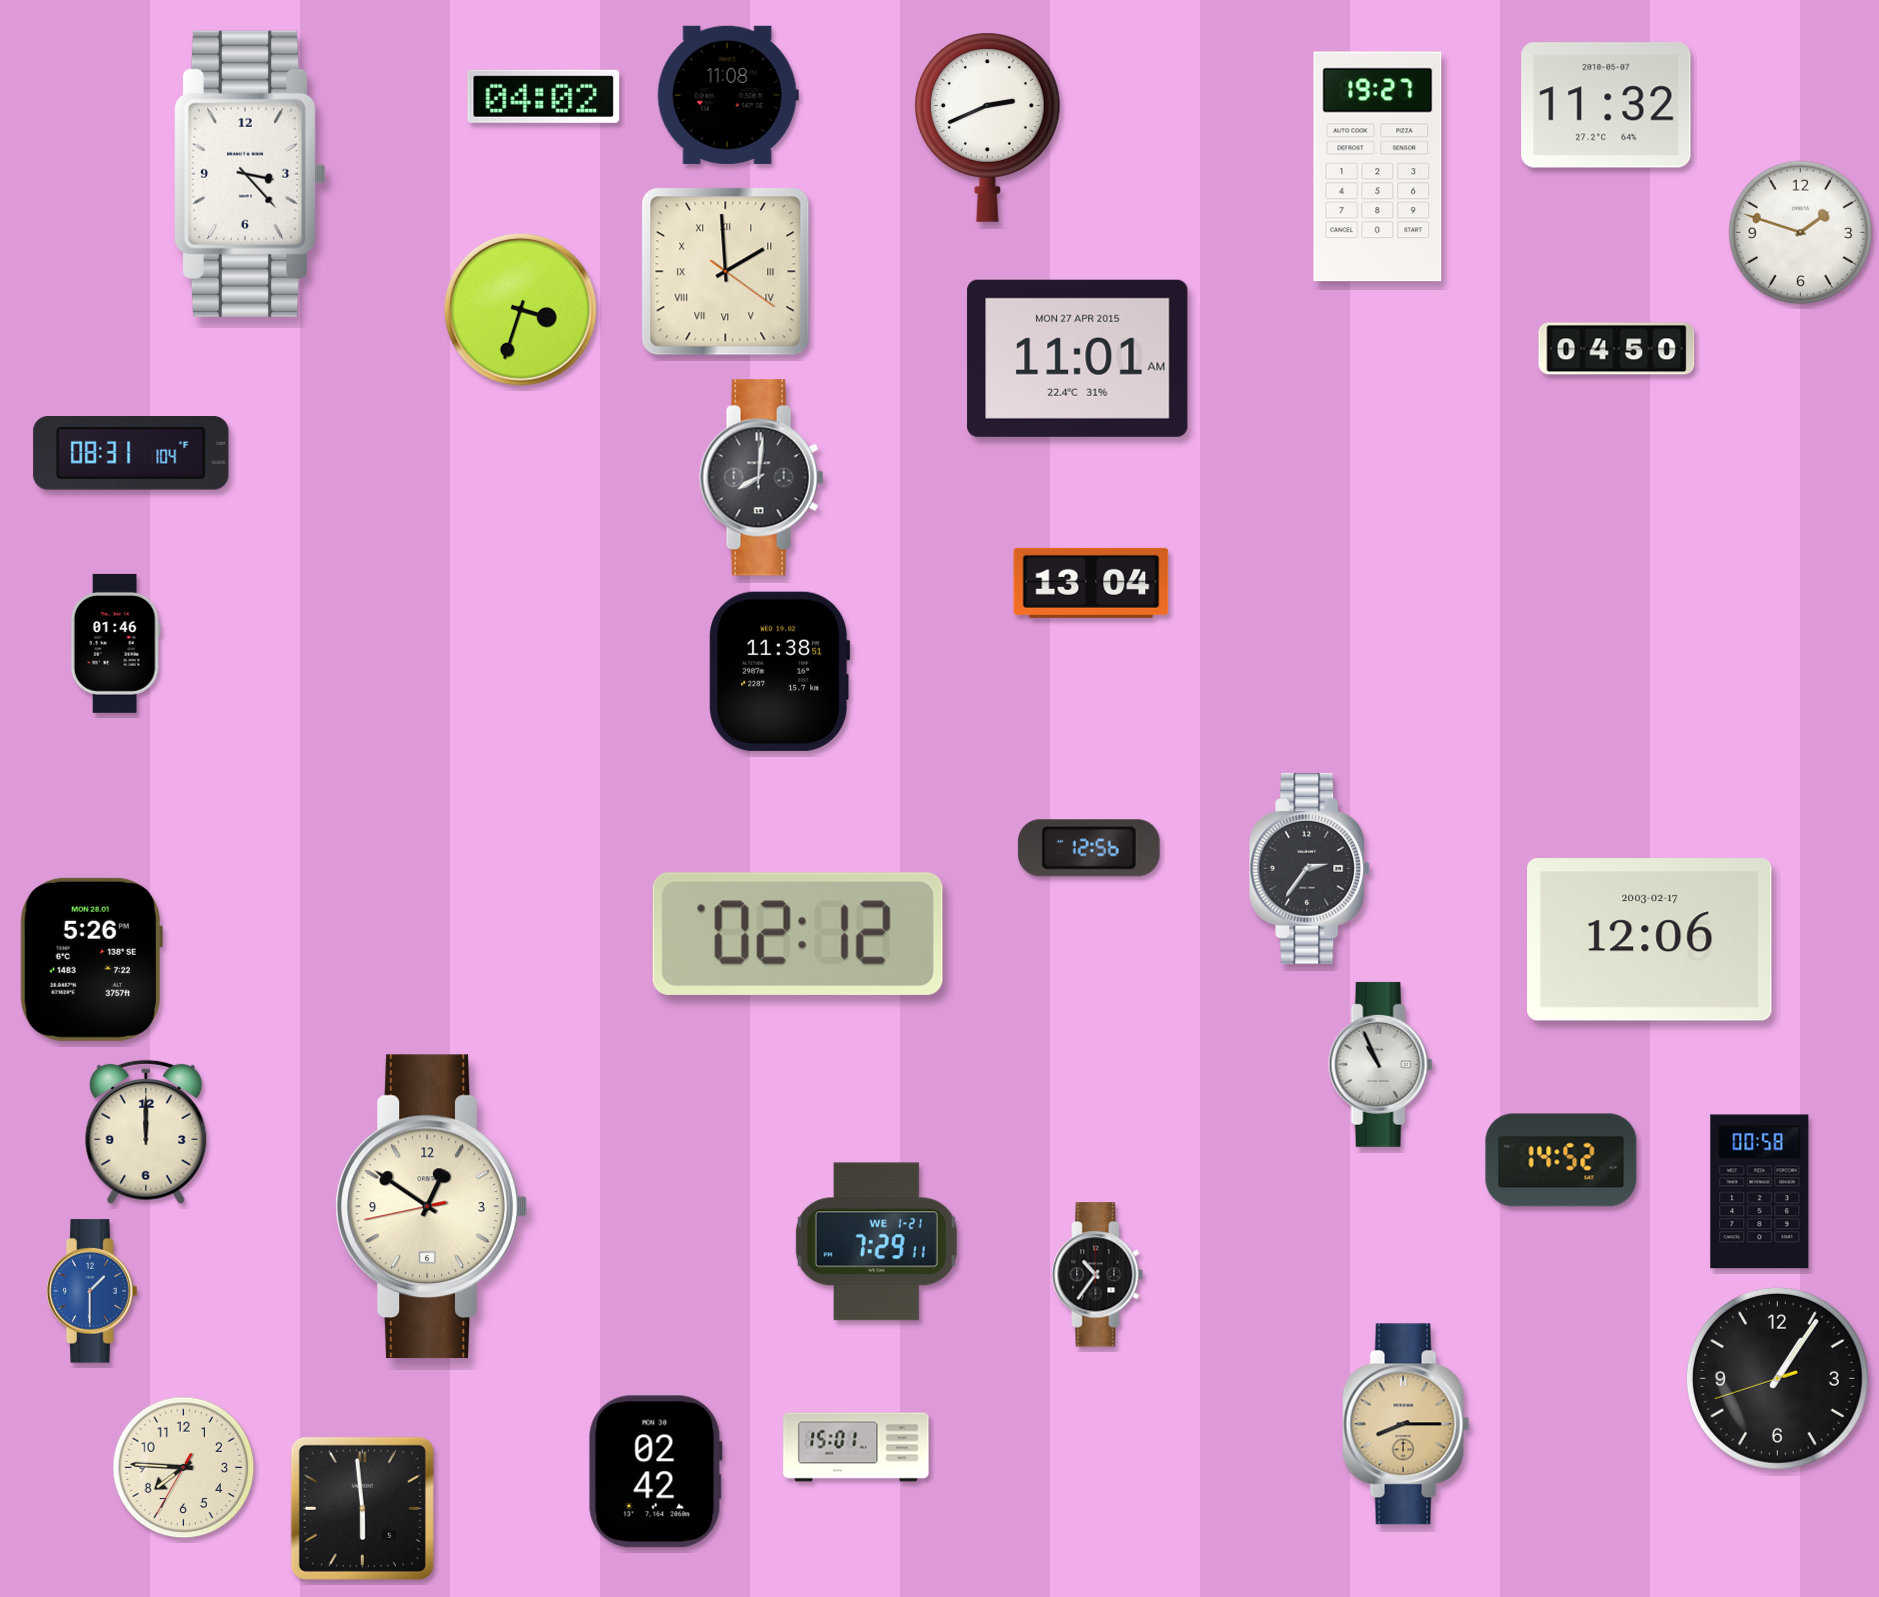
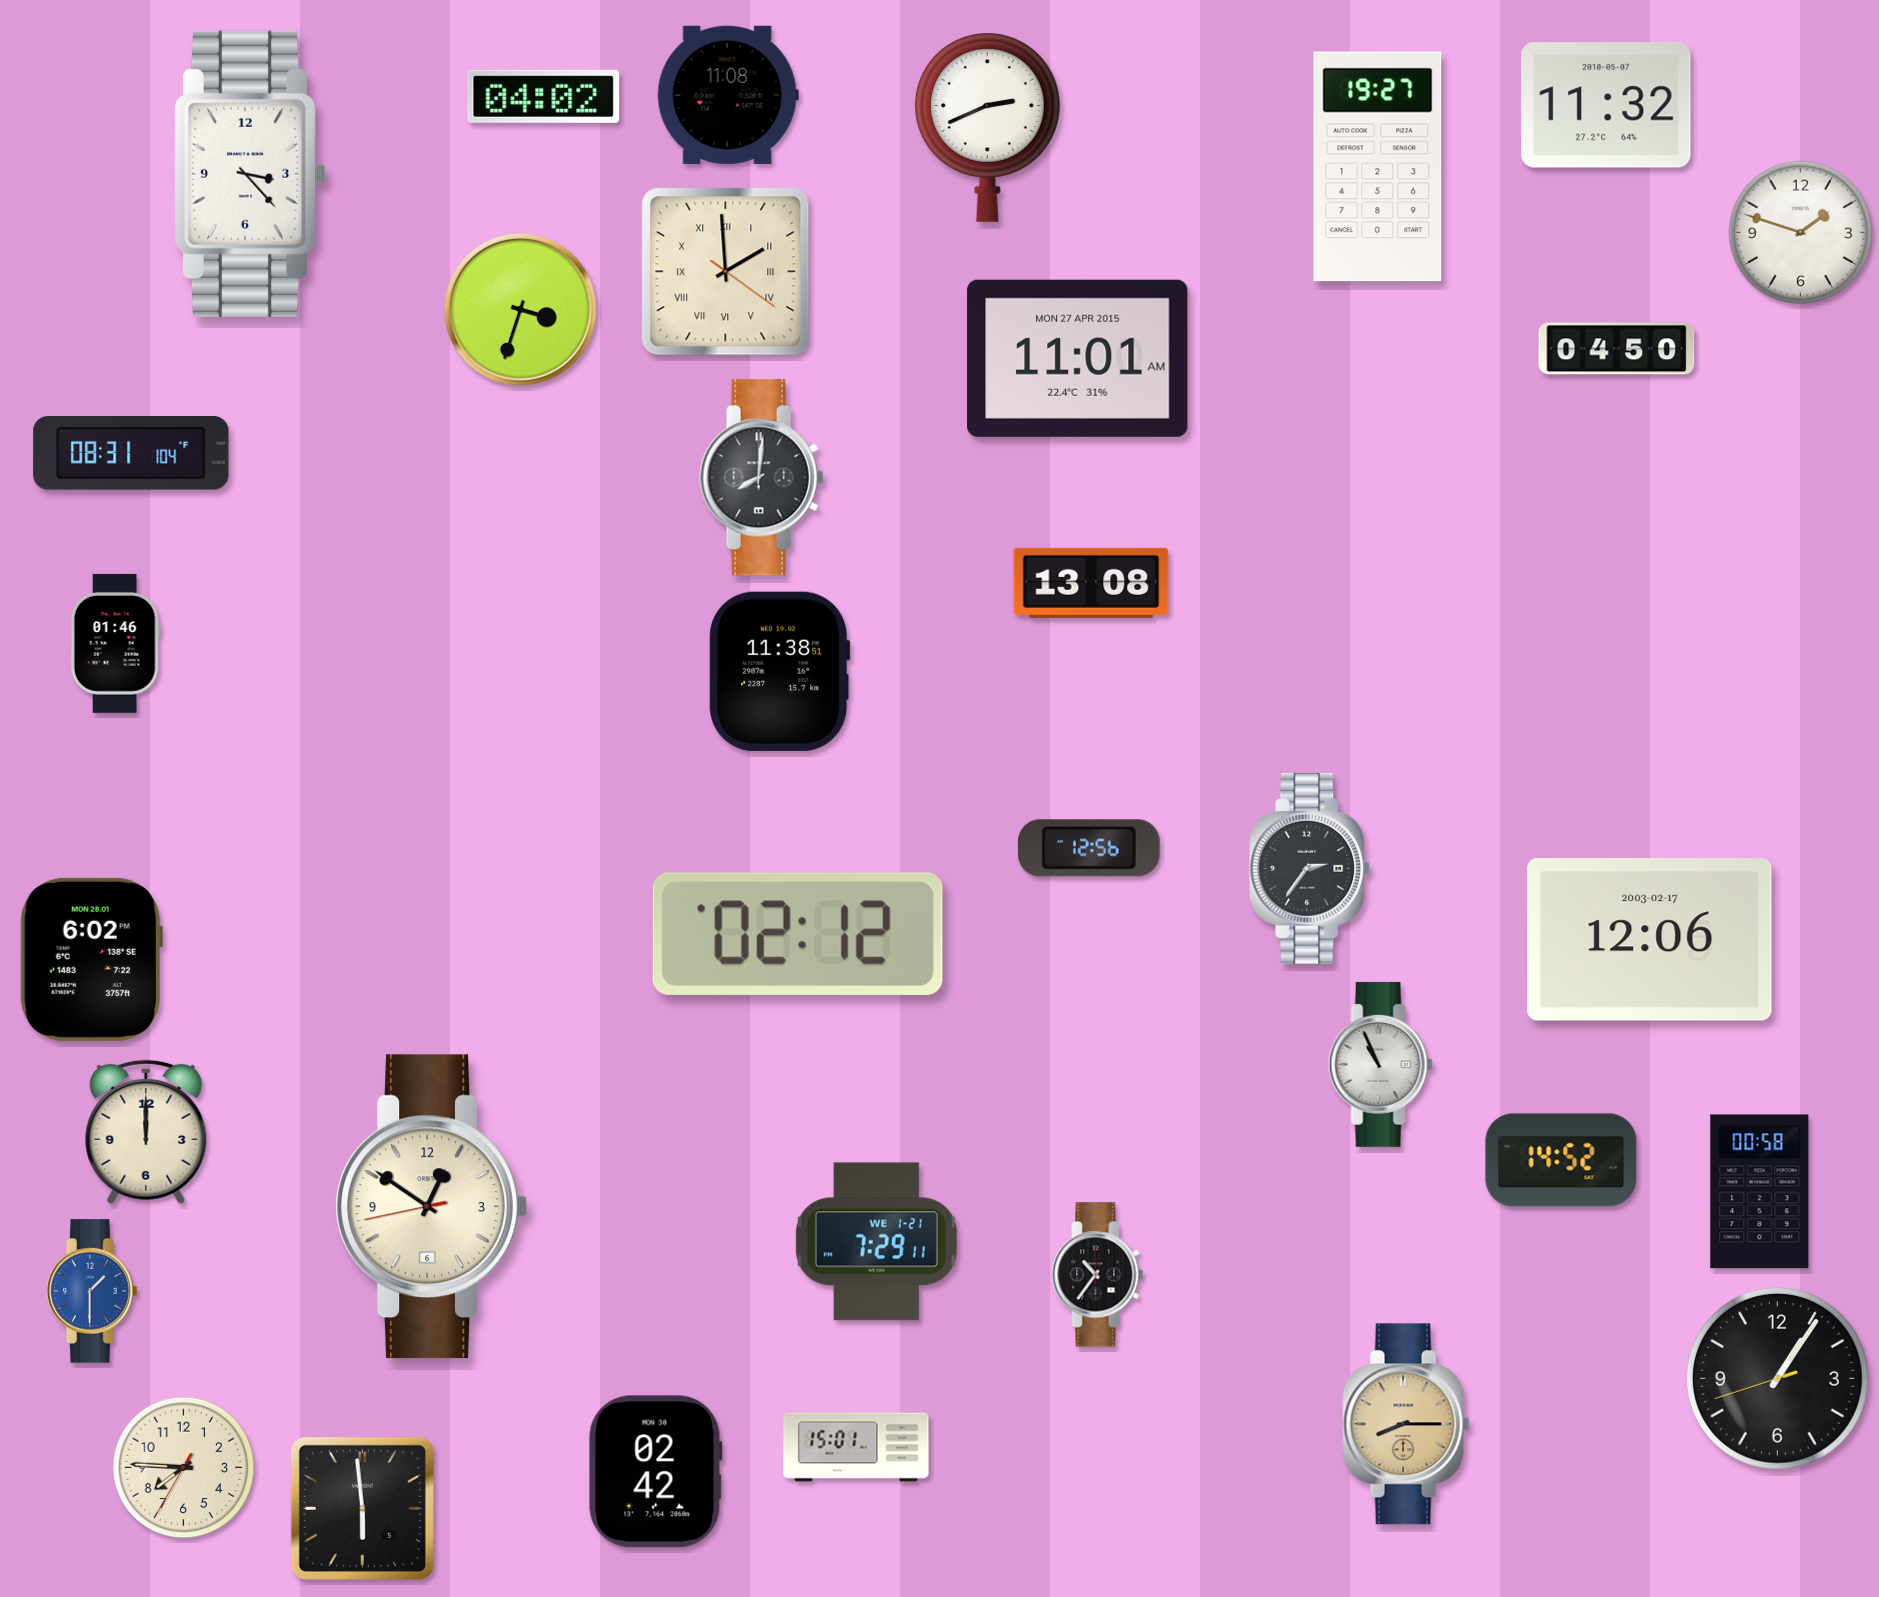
clock at (1091, 583): 13:04 -> 13:08
clock at (91, 959): 5:26 -> 6:02
